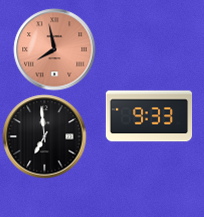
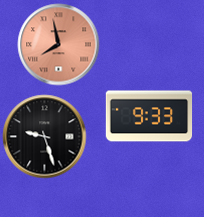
clock at (55, 50) position: (55, 50) -> (59, 45)
clock at (45, 137): 6:59 -> 9:27
